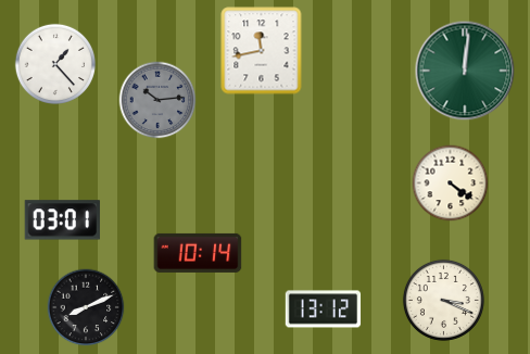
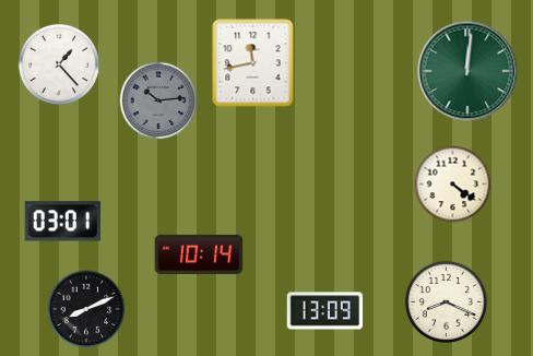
clock at (262, 51) position: (262, 51) -> (253, 63)
clock at (54, 63) position: (54, 63) -> (58, 63)
clock at (443, 300): 3:19 -> 8:19
clock at (324, 309): 13:12 -> 13:09
